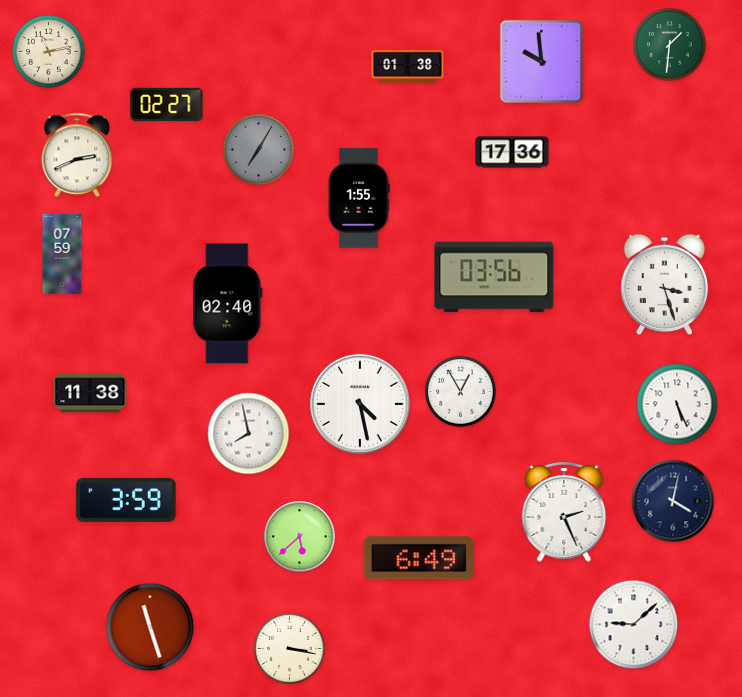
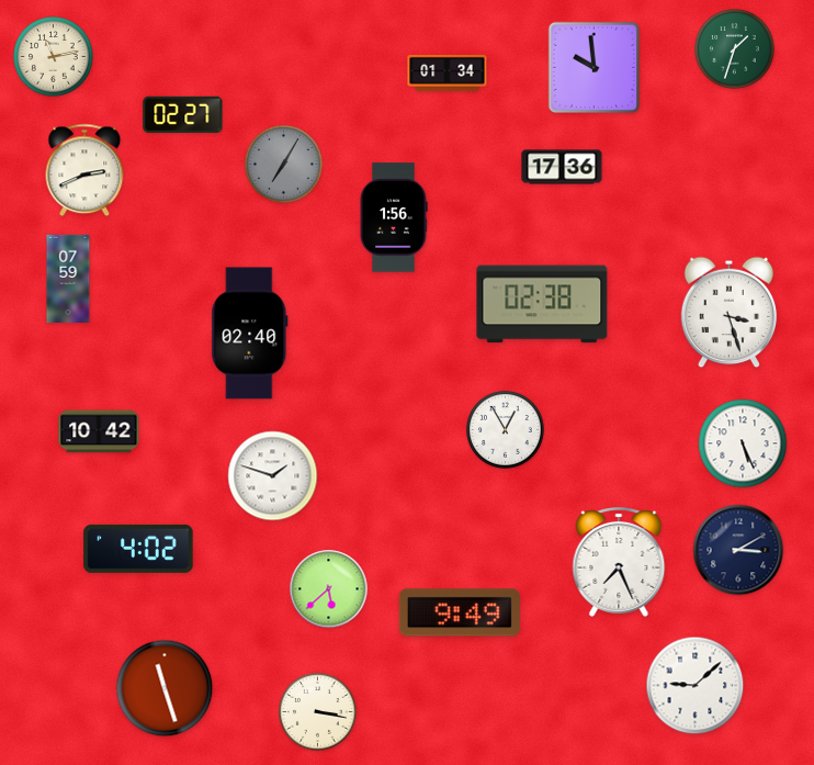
clock at (670, 45): 1:31 -> 1:33
clock at (408, 66): 01:38 -> 01:34
clock at (359, 198): 1:55 -> 1:56
clock at (494, 277): 03:56 -> 02:38
clock at (90, 393): 11:38 -> 10:42
clock at (360, 404): 4:28 -> none
clock at (249, 434): 7:58 -> 1:48
clock at (126, 500): 3:59 -> 4:02
clock at (673, 501): 4:02 -> 3:10
clock at (564, 513): 2:26 -> 7:26
clock at (419, 558): 6:49 -> 9:49
